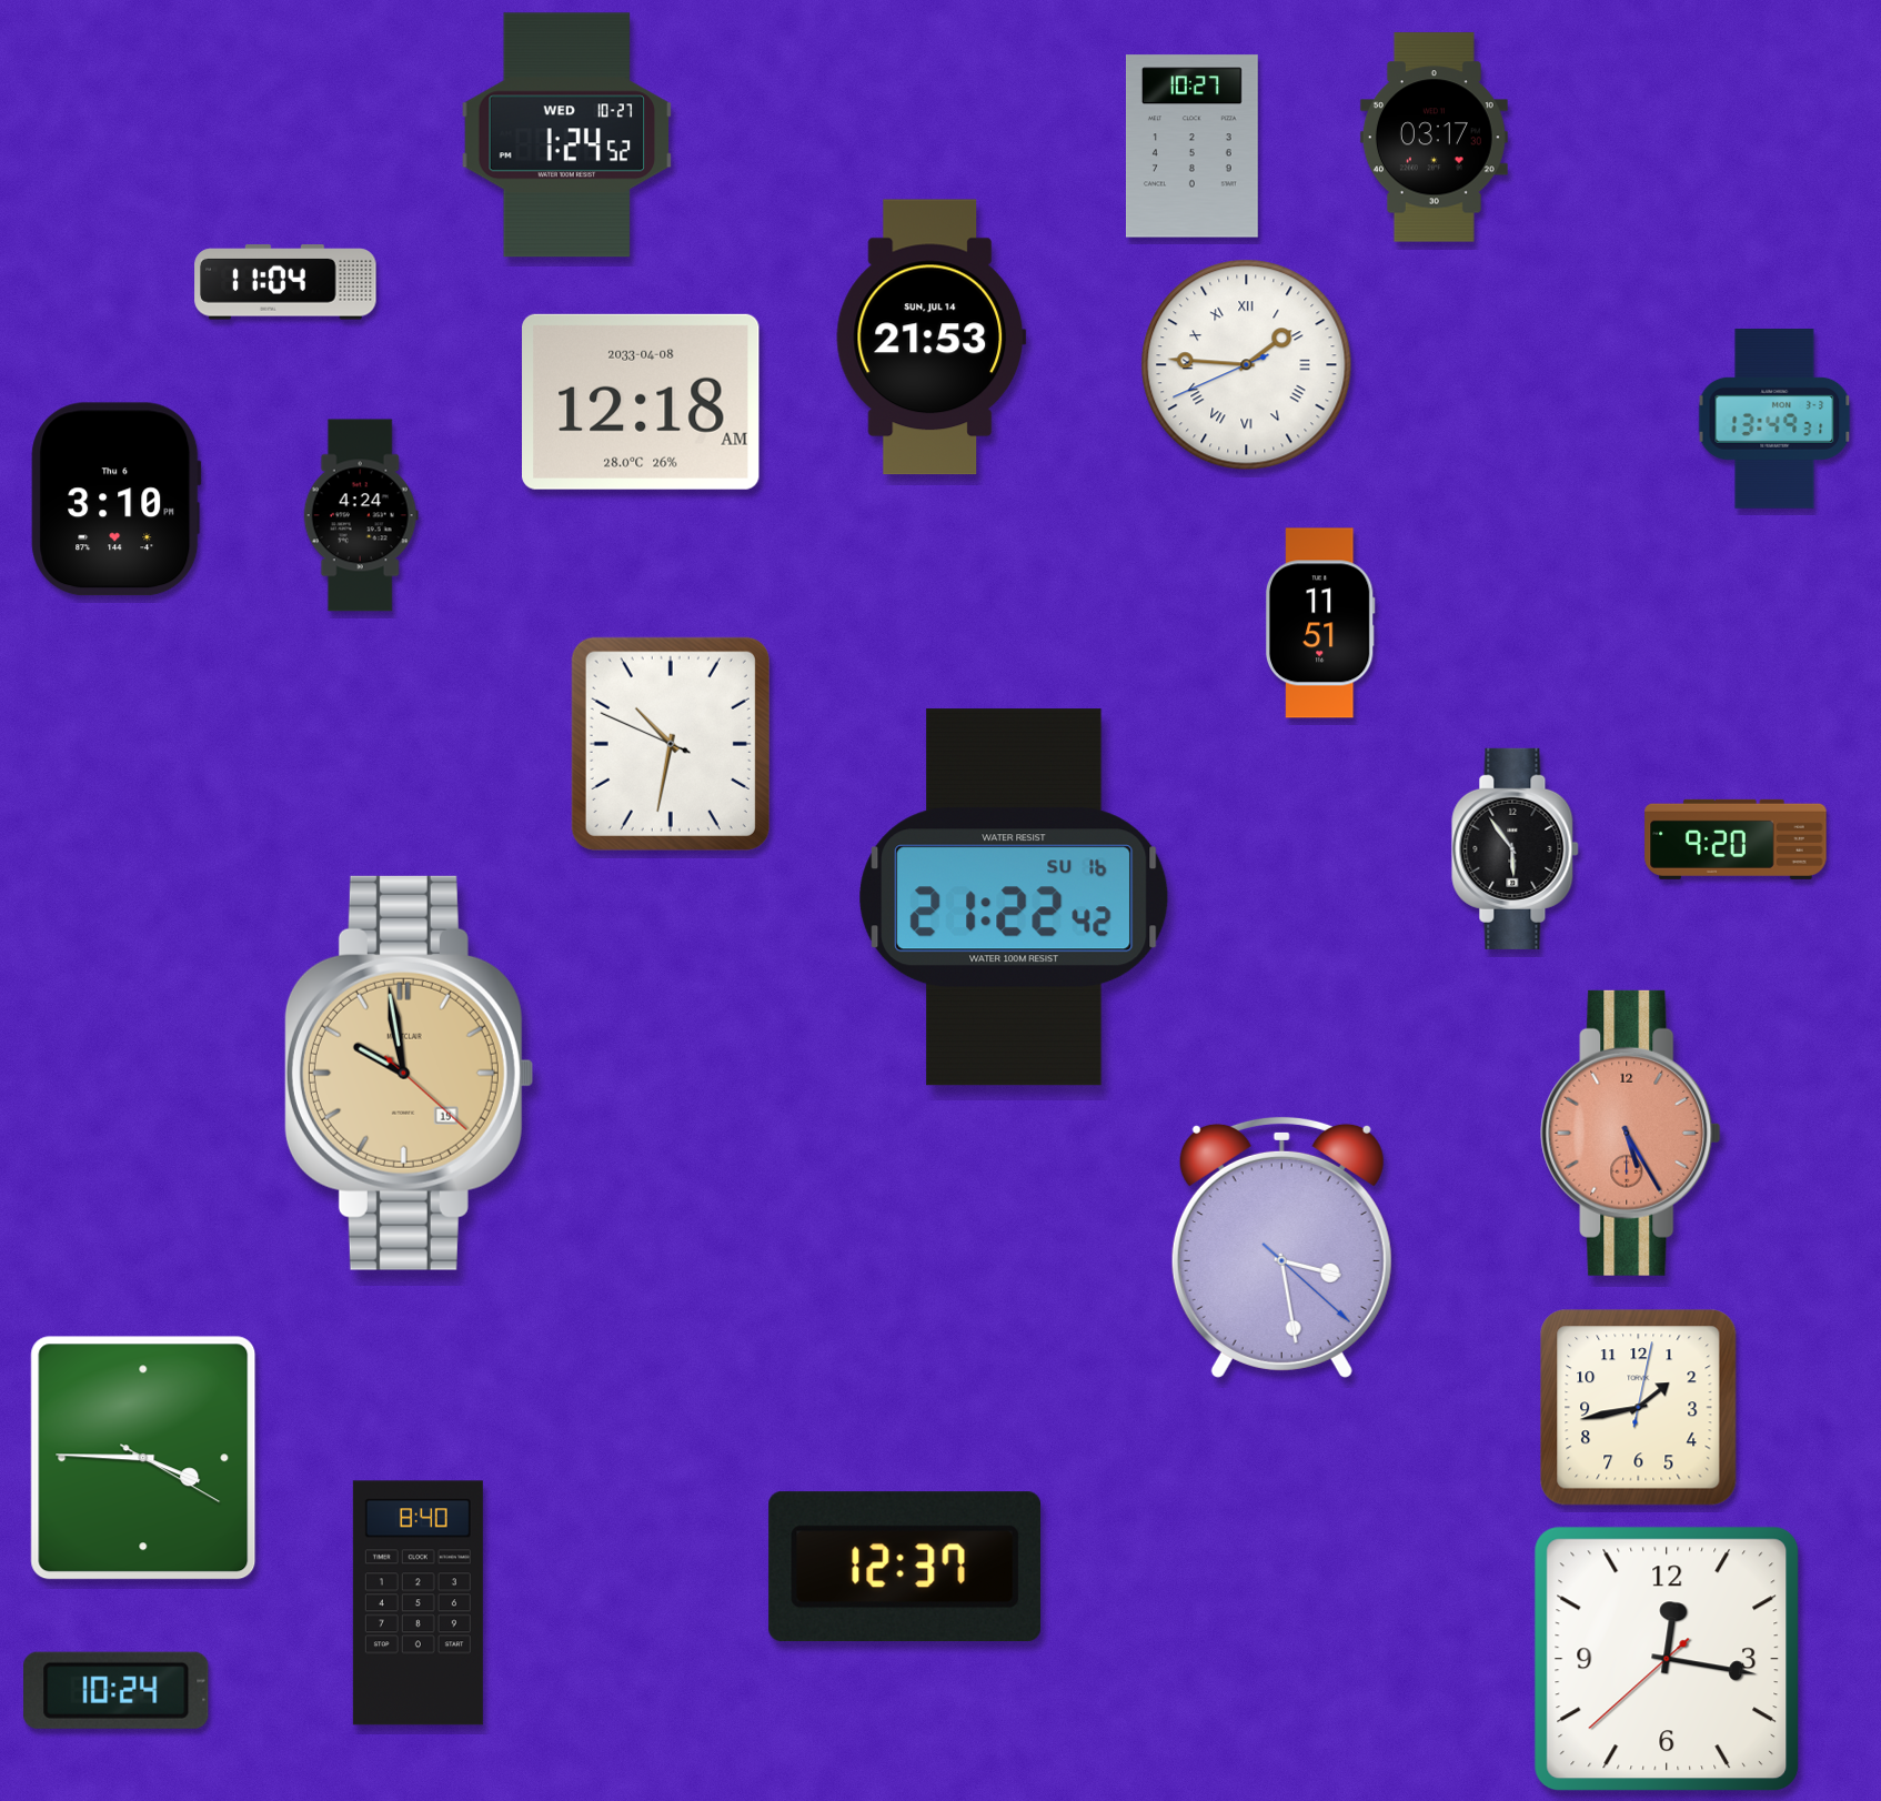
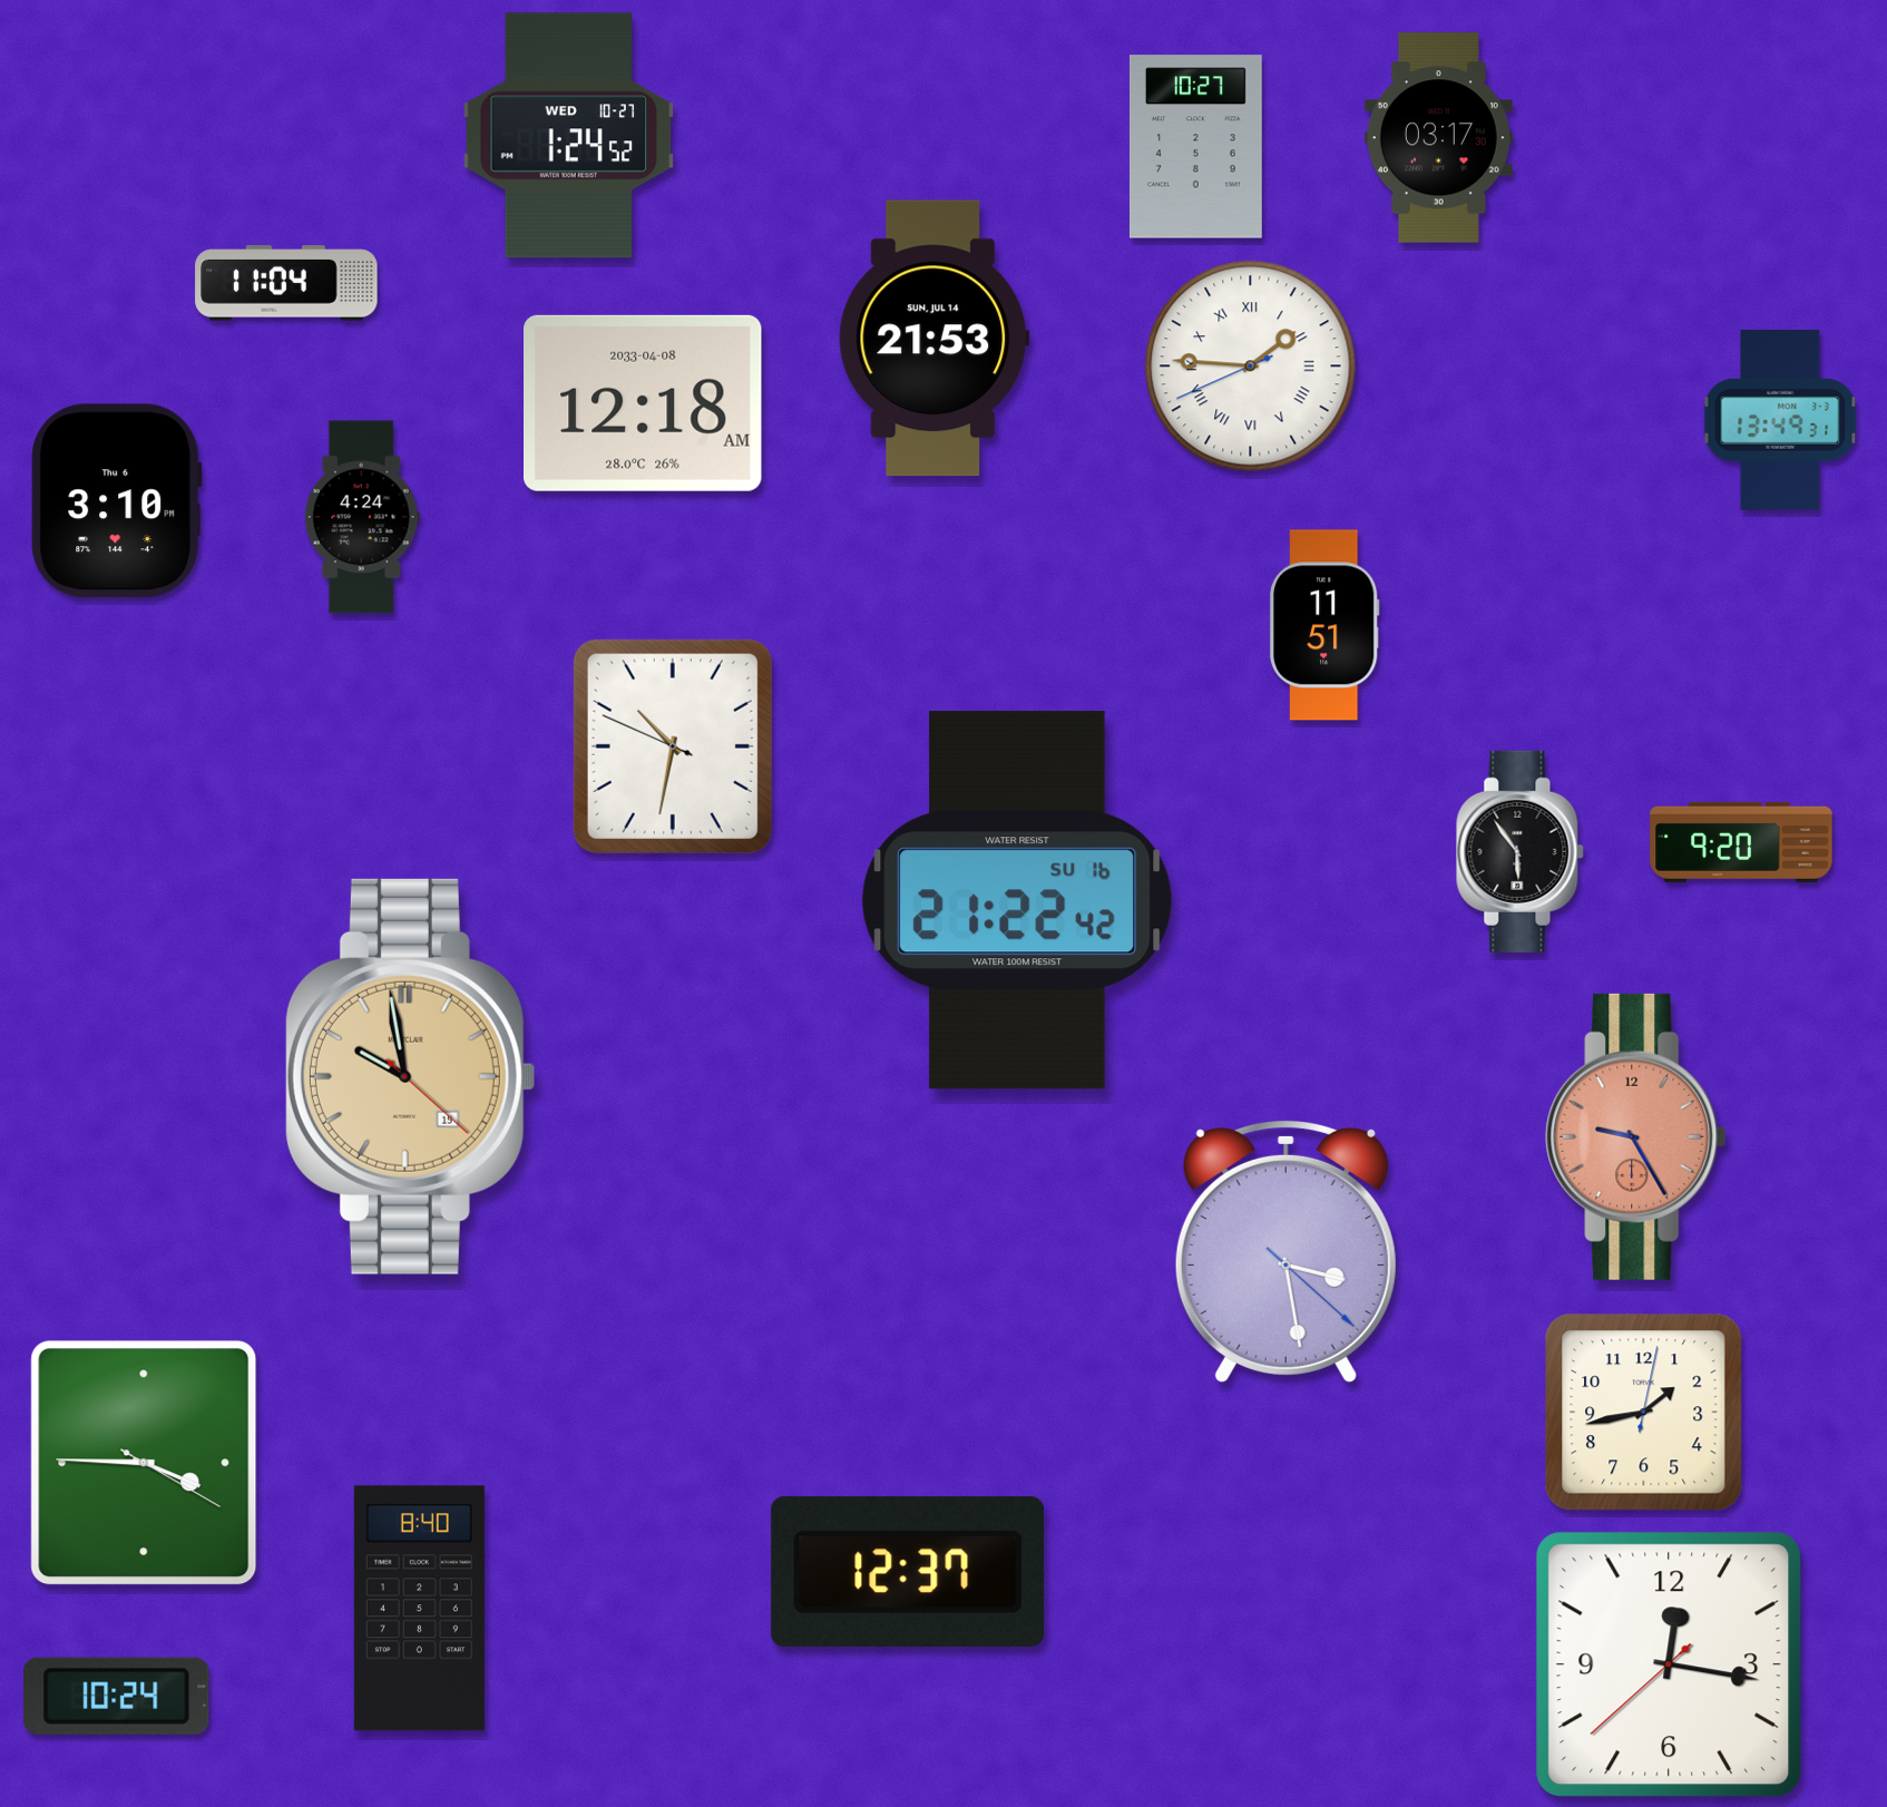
clock at (1631, 1133): 5:25 -> 9:25
clock at (1667, 1659) position: (1667, 1659) -> (1669, 1664)
